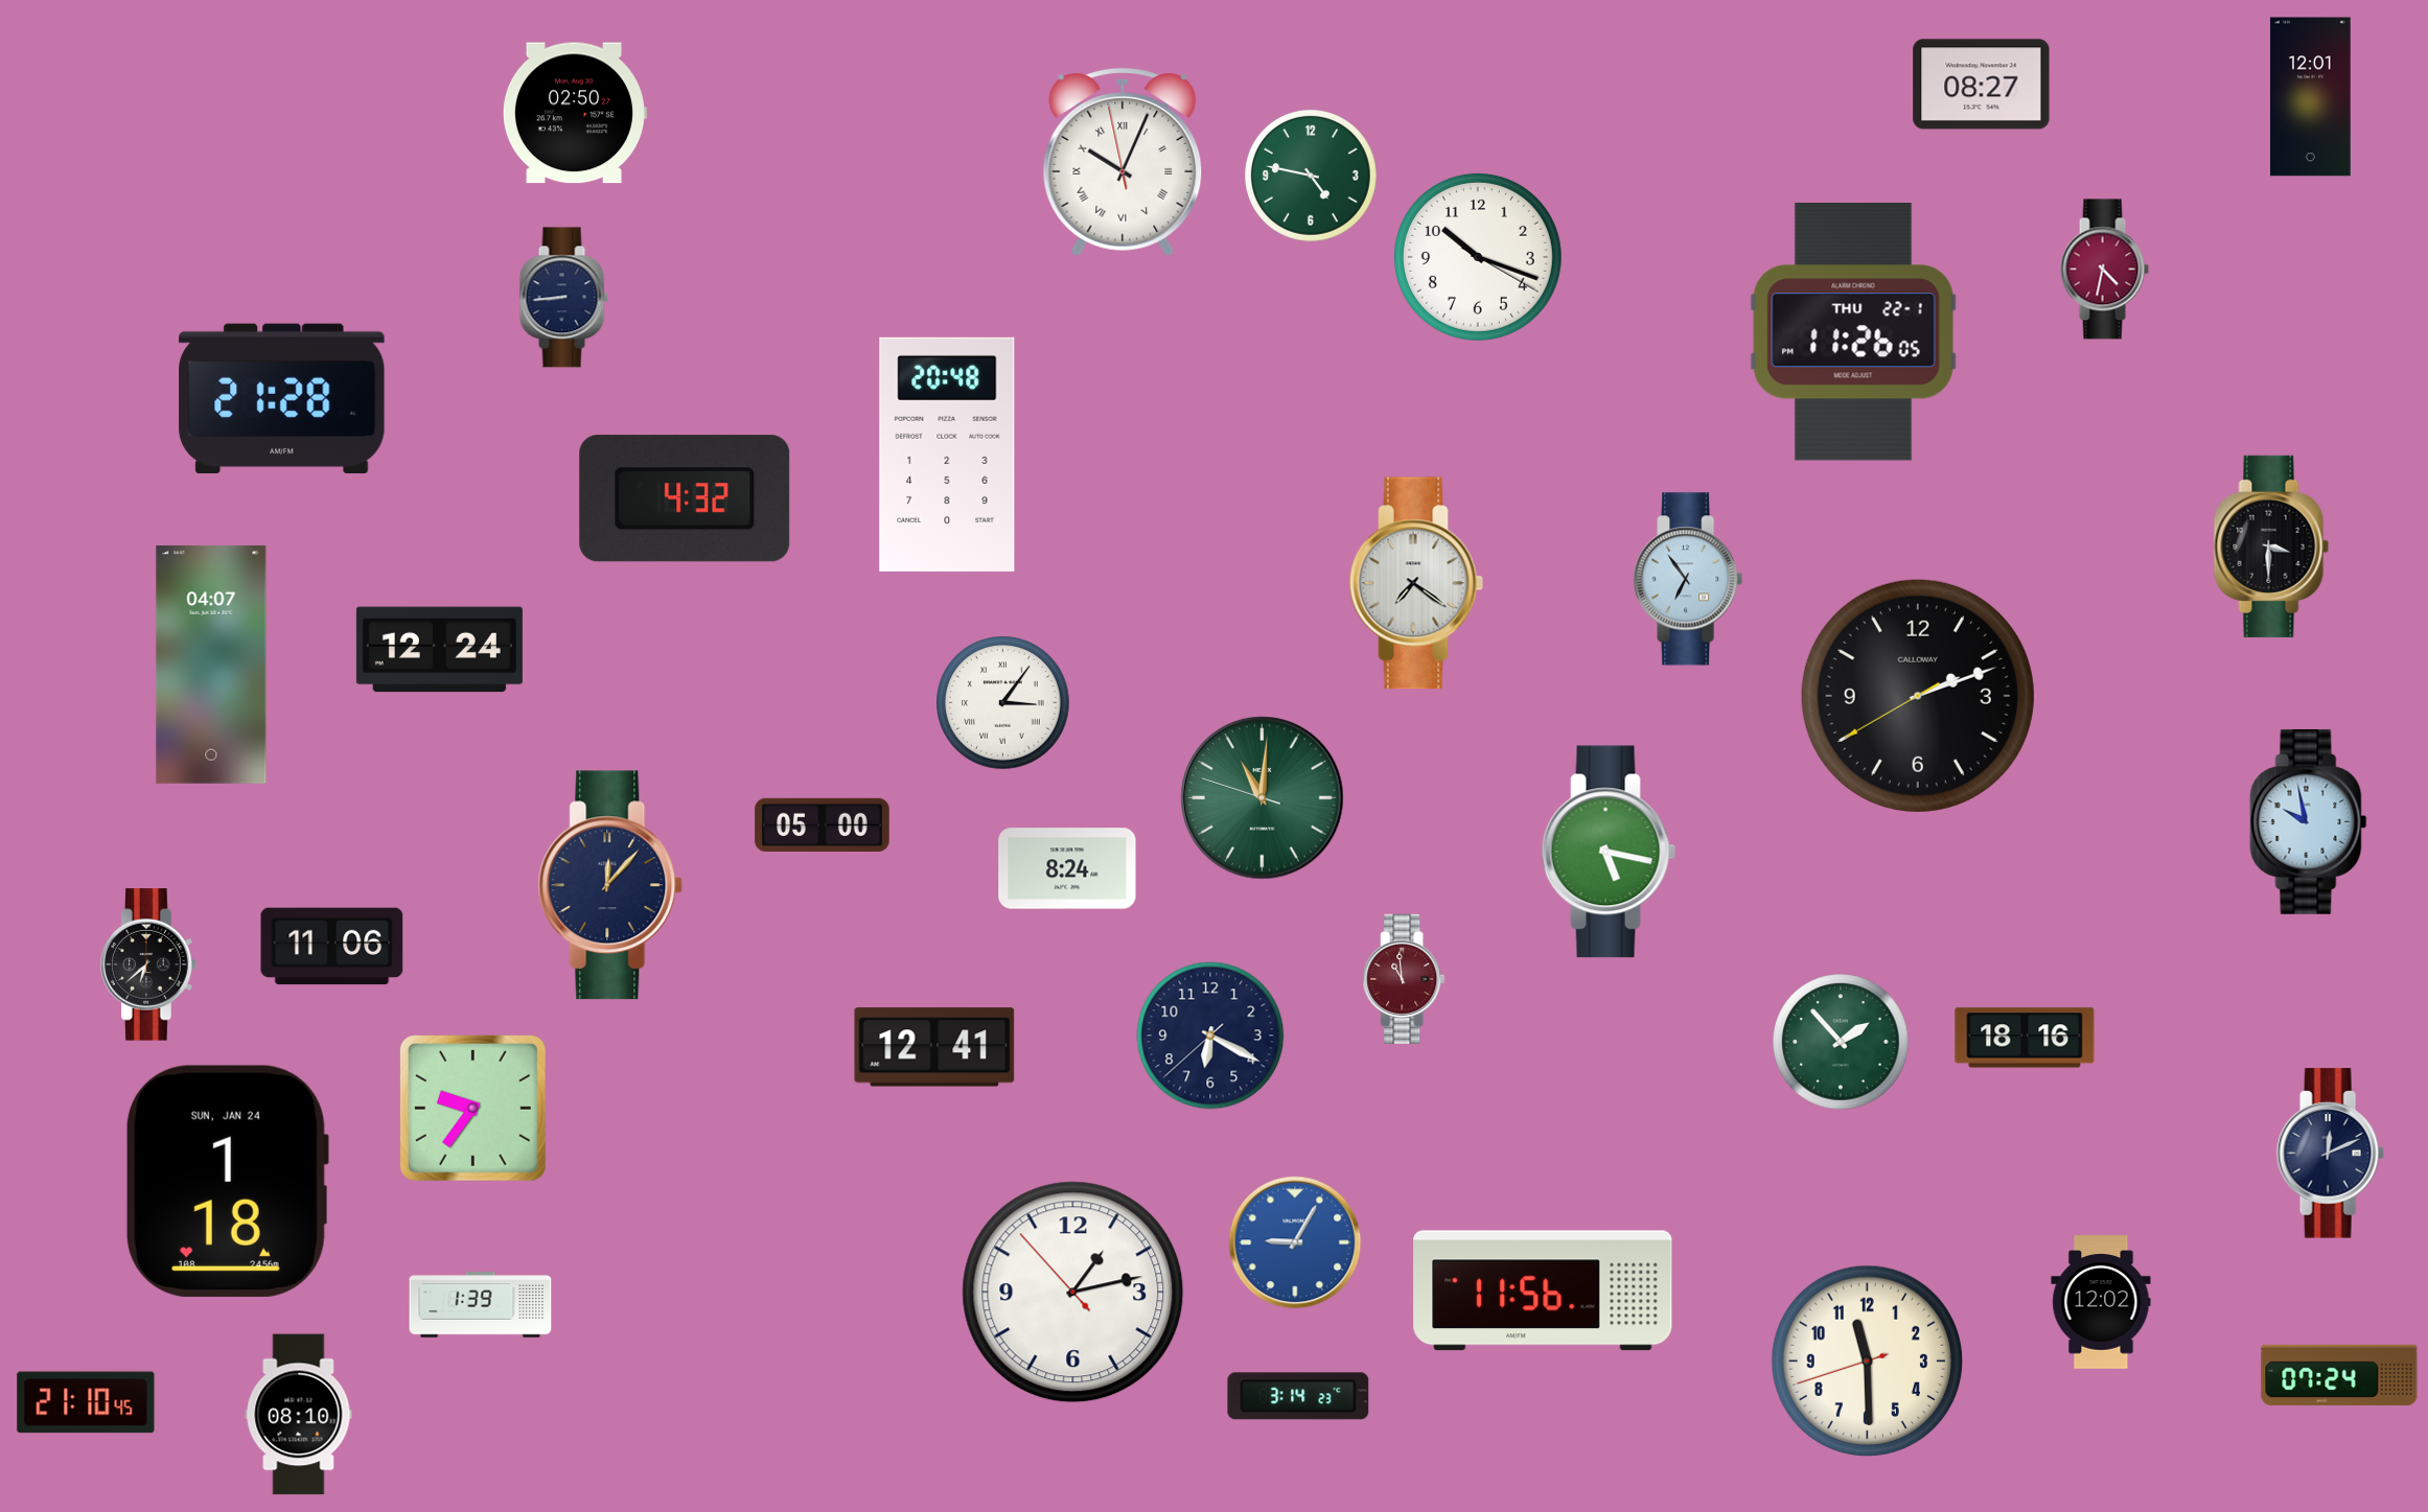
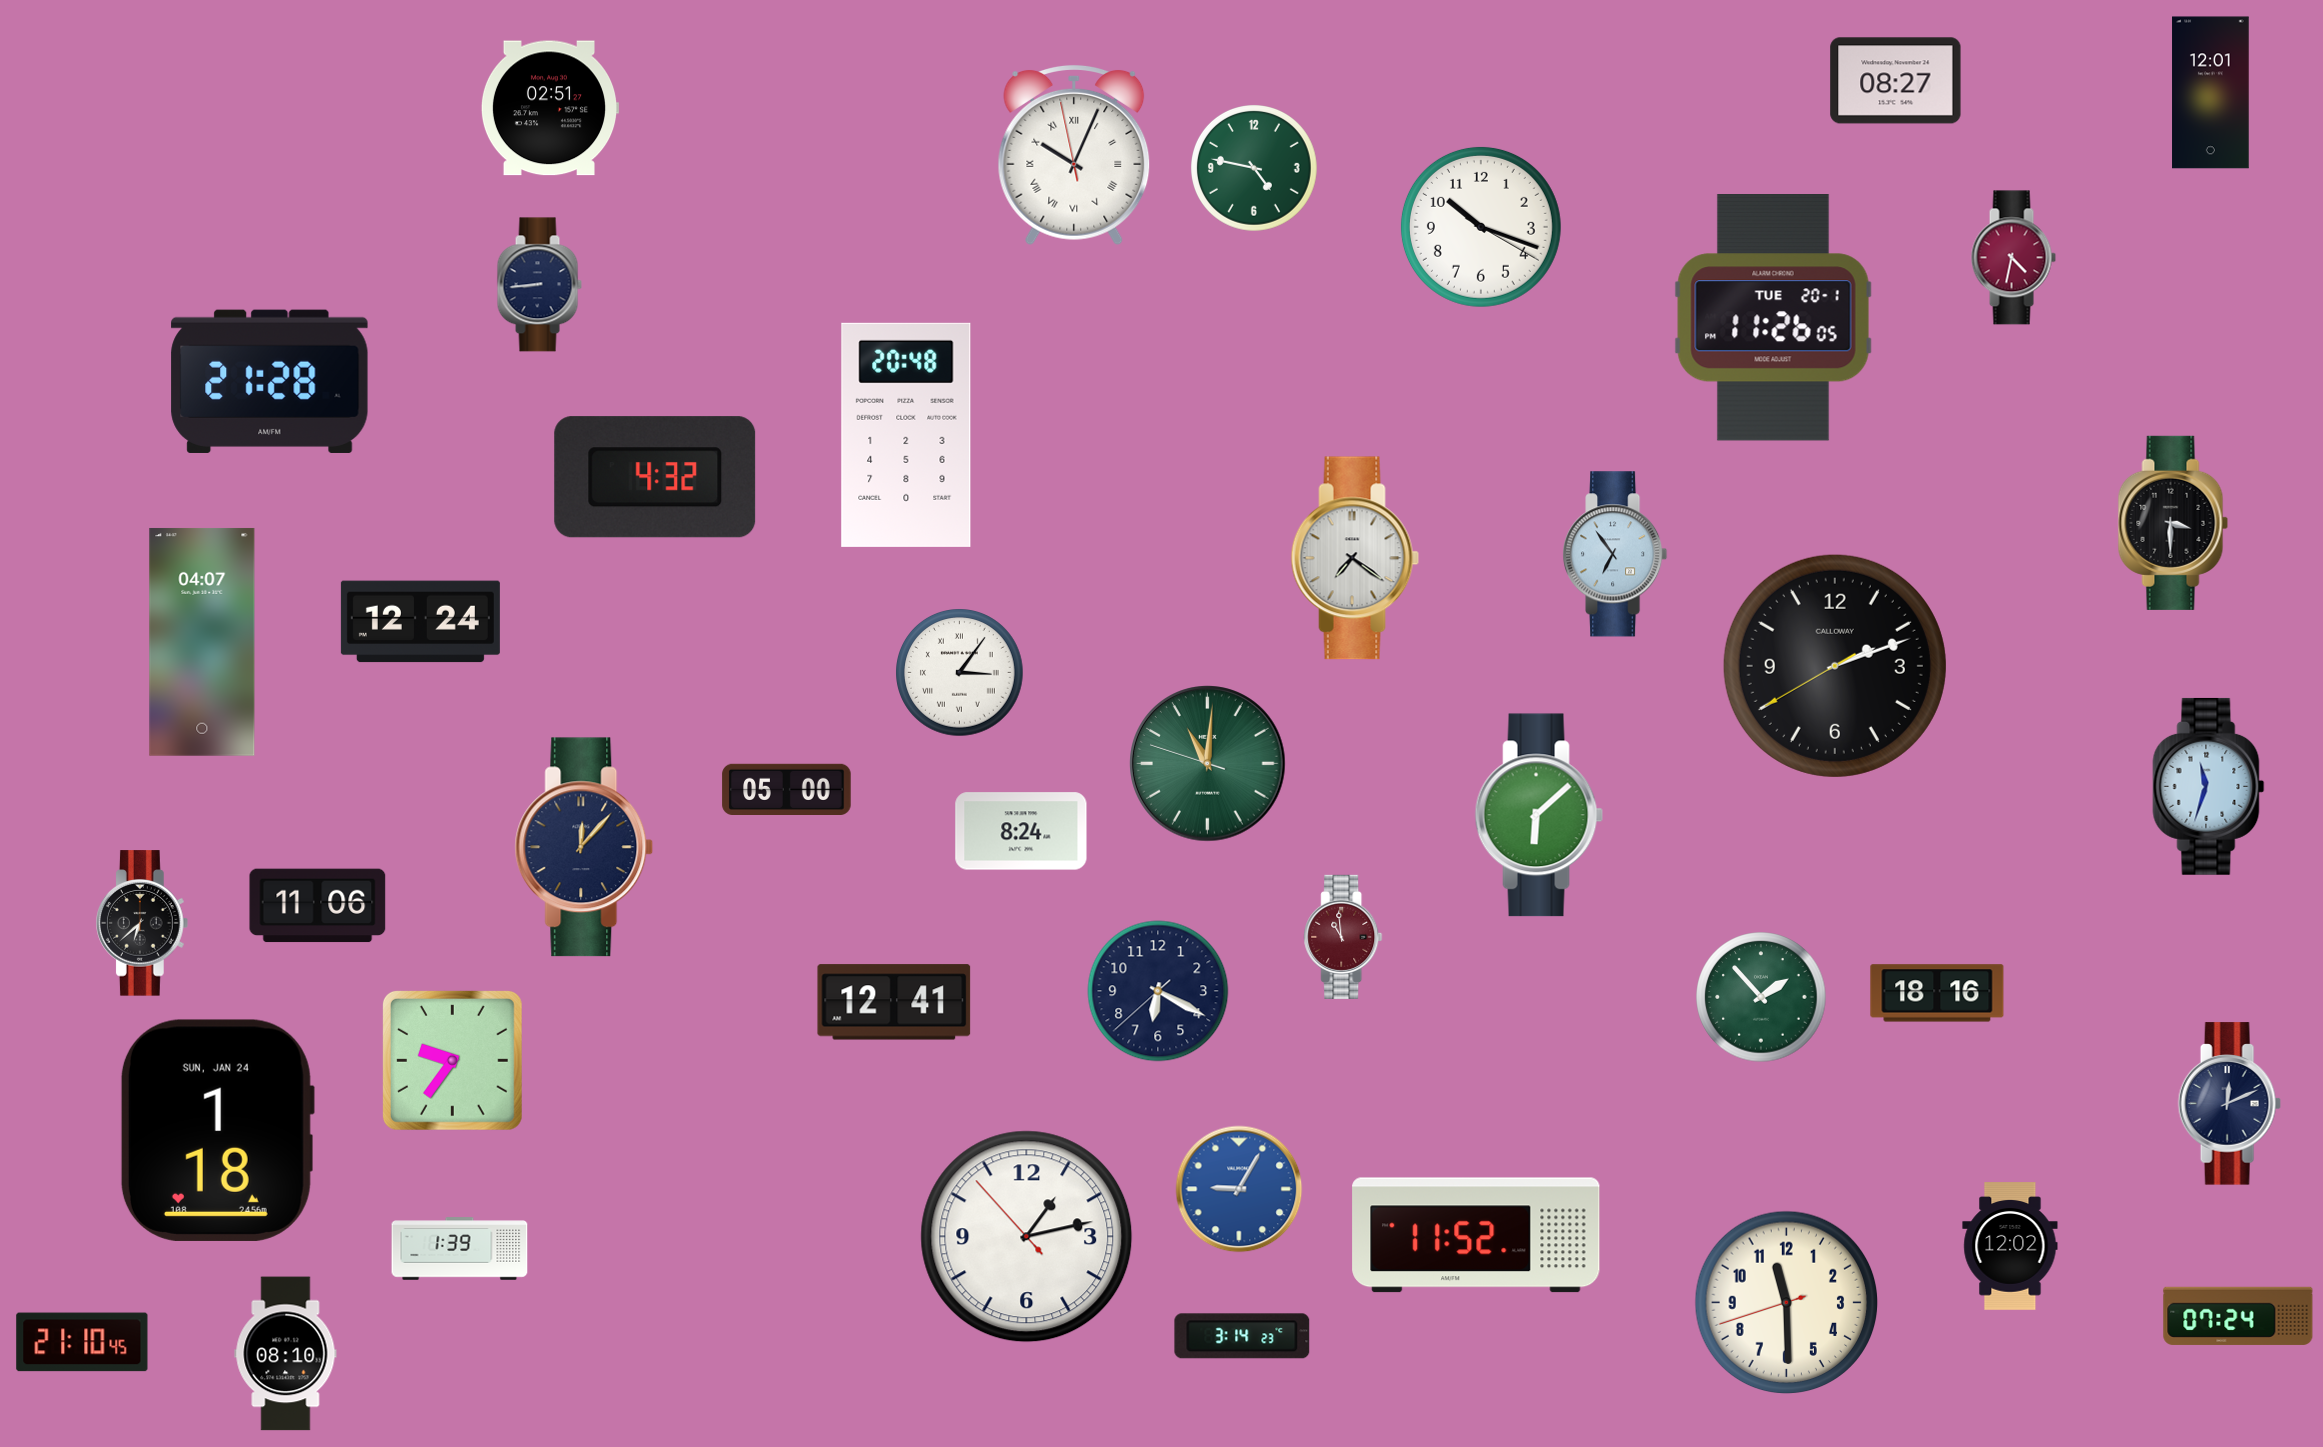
clock at (575, 113): 02:50 -> 02:51
clock at (1478, 257) position: (1478, 257) -> (1481, 227)
clock at (1853, 332) date: THU 22-1 -> TUE 20-1
clock at (211, 665) position: (211, 665) -> (202, 642)
clock at (2309, 821): 9:58 -> 11:33
clock at (1609, 852): 5:17 -> 6:08
clock at (1543, 1290): 11:56 -> 11:52
